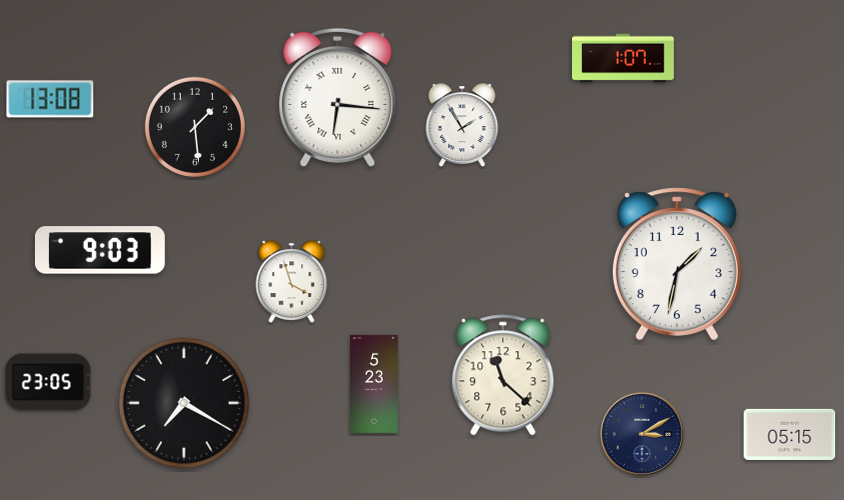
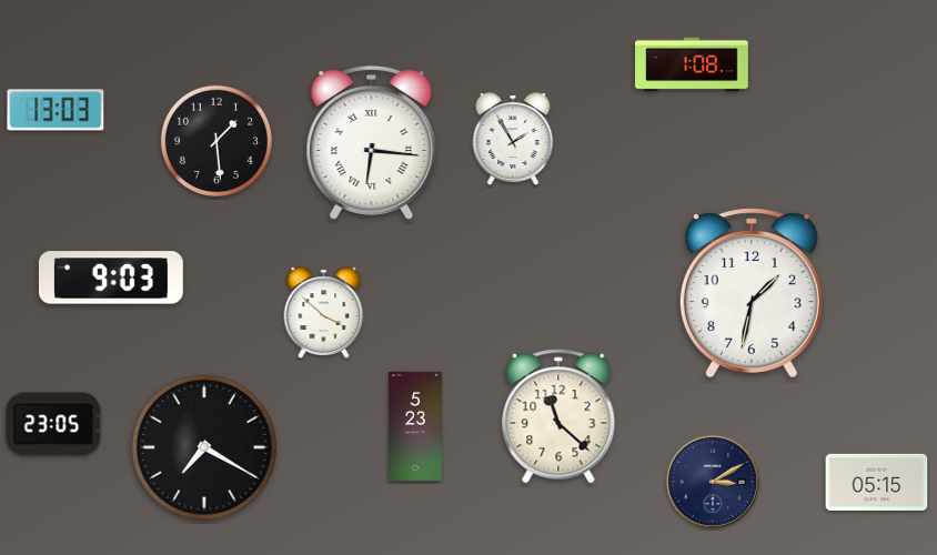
clock at (623, 58): 1:07 -> 1:08
clock at (338, 97) position: (338, 97) -> (372, 142)
clock at (50, 99): 13:08 -> 13:03
clock at (292, 282): 3:57 -> 3:52
